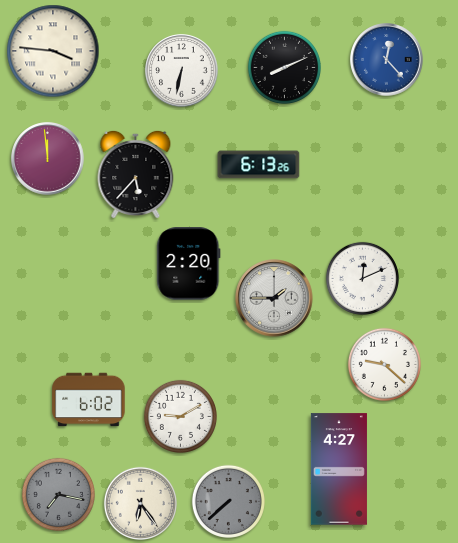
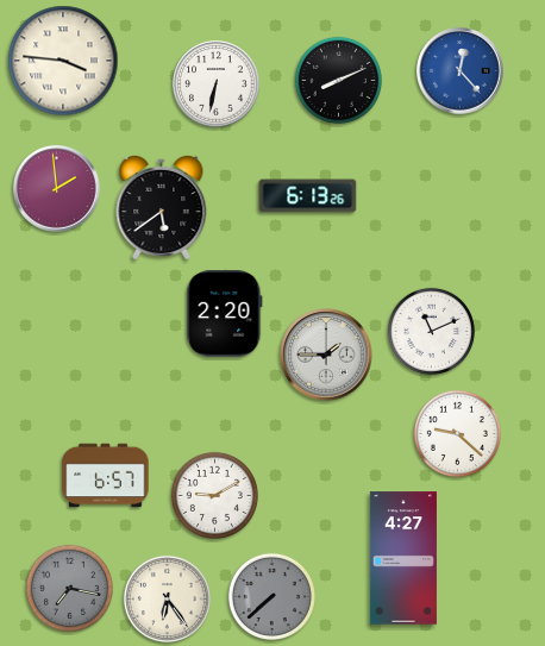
clock at (48, 159): 11:59 -> 1:59
clock at (136, 174): 5:37 -> 5:39
clock at (362, 278): 12:11 -> 11:11
clock at (89, 400): 6:02 -> 6:57
